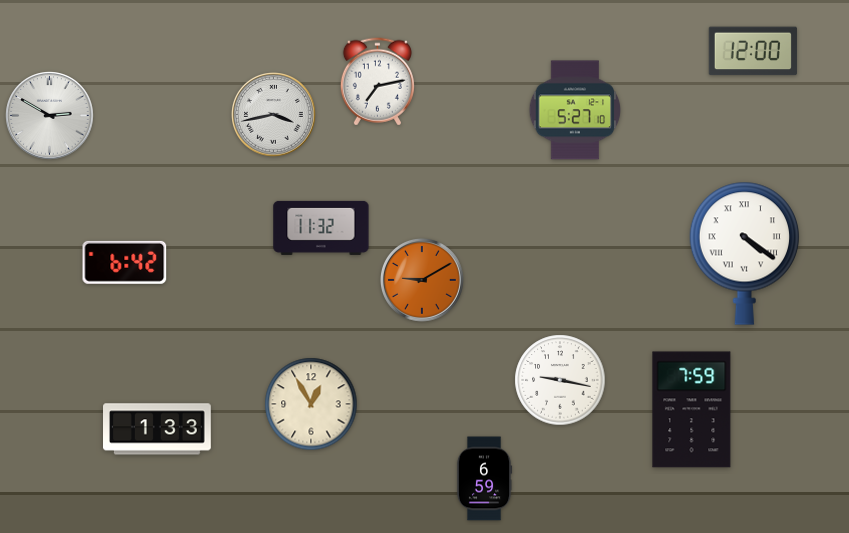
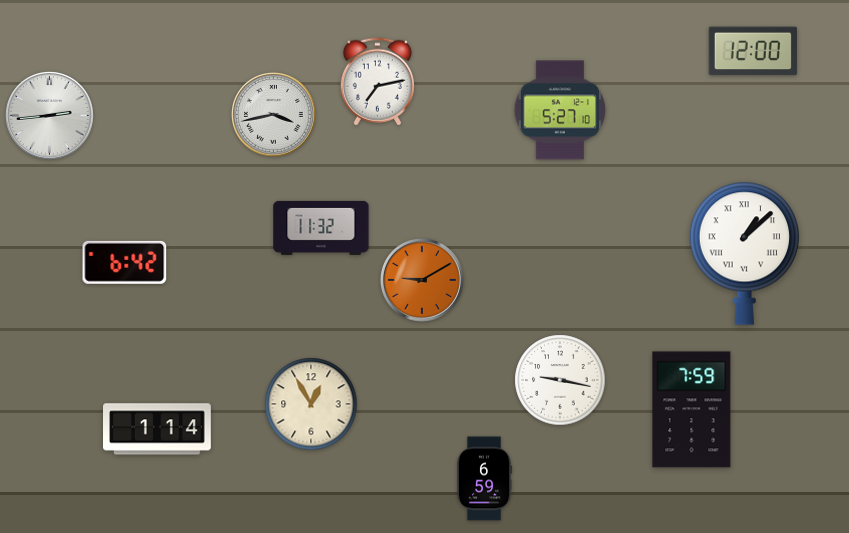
clock at (575, 110) position: (575, 110) -> (560, 110)
clock at (50, 116): 2:50 -> 2:44
clock at (744, 253): 4:21 -> 1:08
clock at (158, 429): 1:33 -> 1:14
